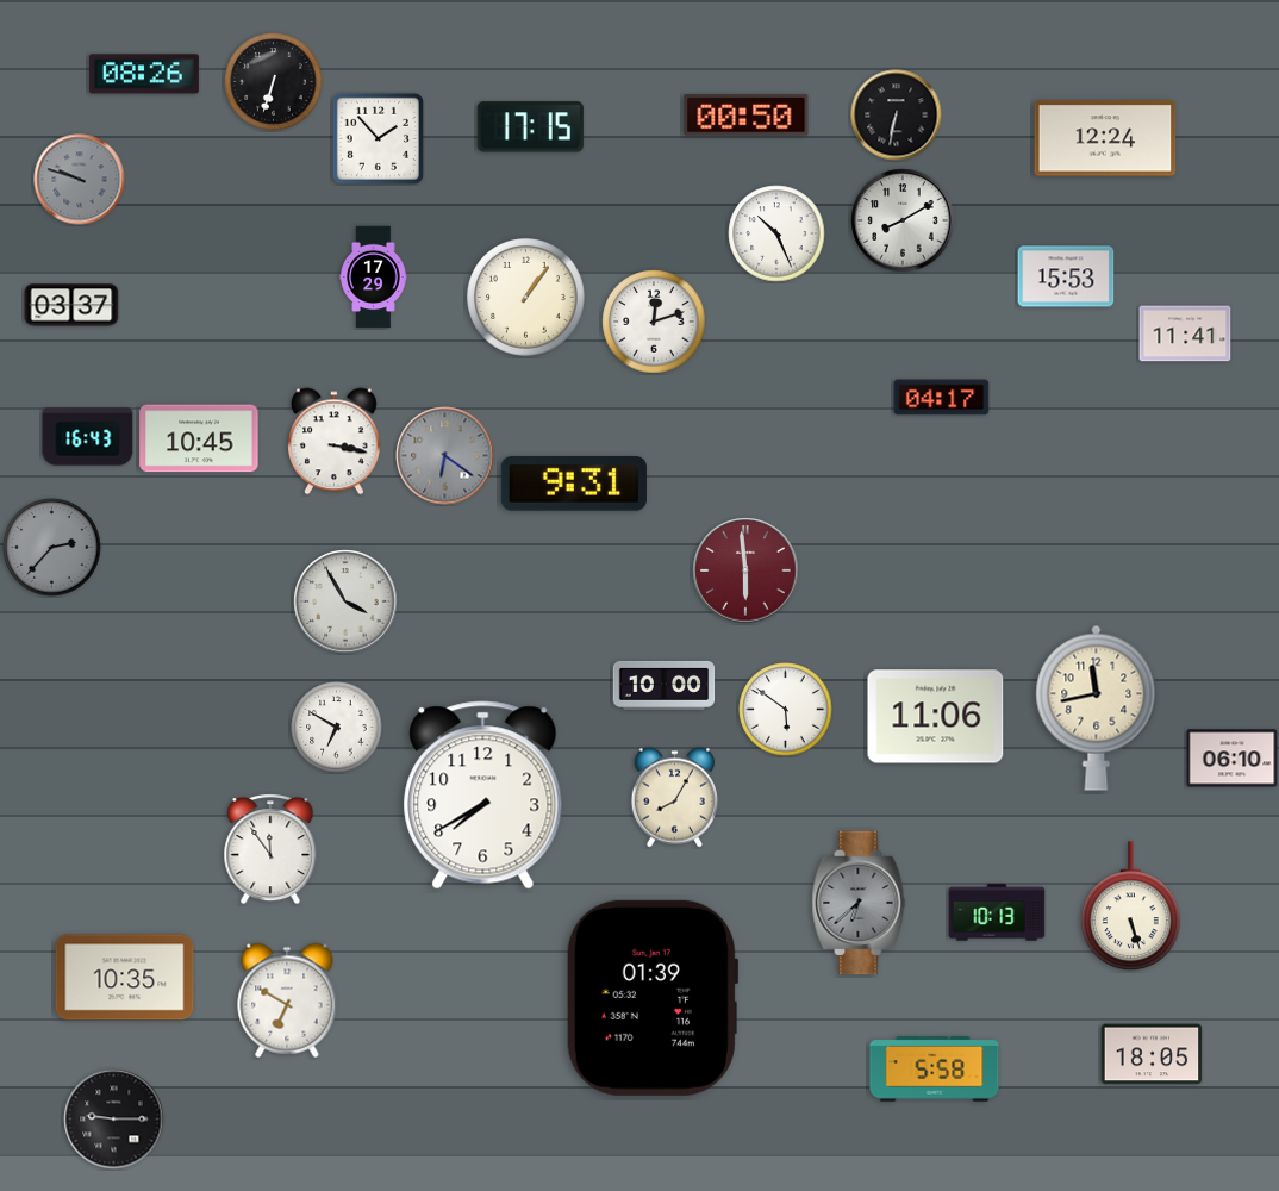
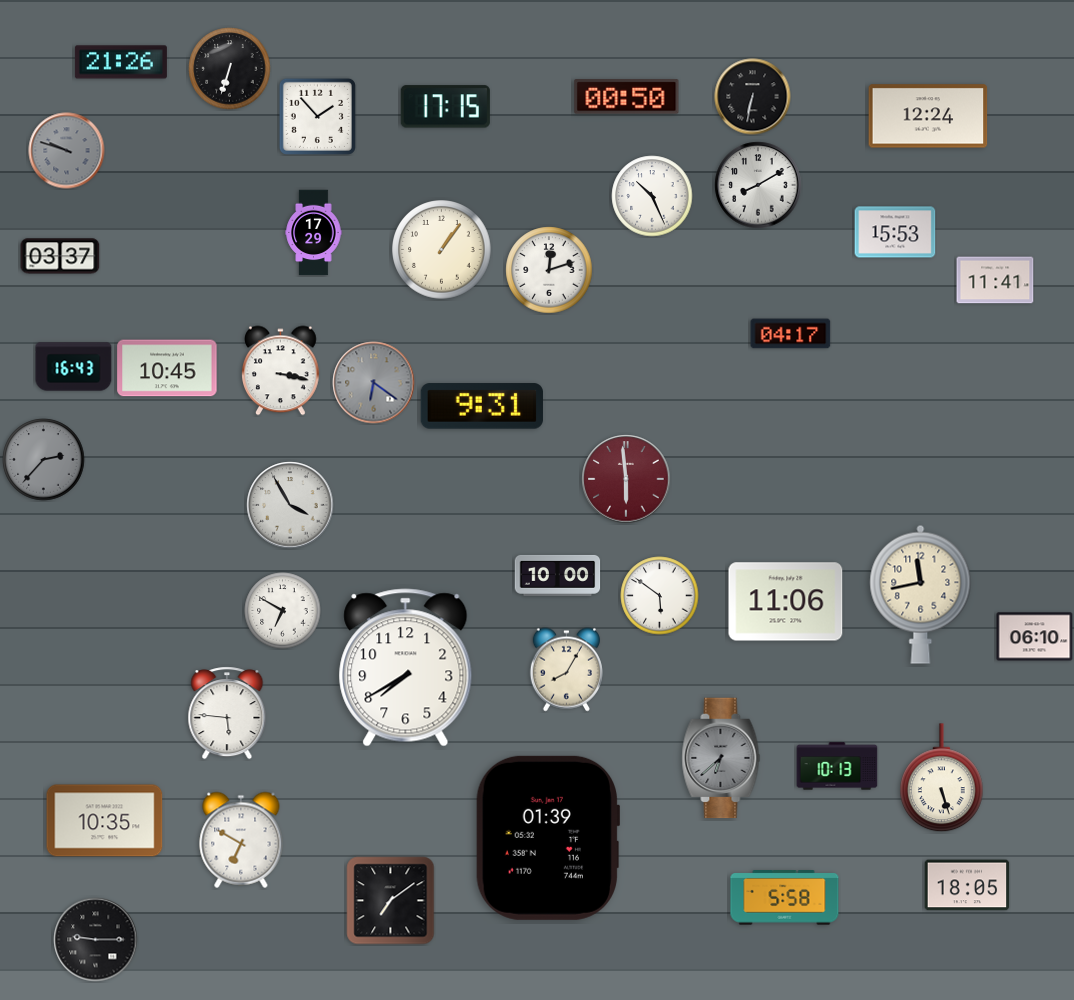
clock at (144, 74): 08:26 -> 21:26
clock at (270, 849): 11:54 -> 5:46
clock at (1130, 906) position: (1130, 906) -> (941, 778)
clock at (391, 901): none -> 7:09
